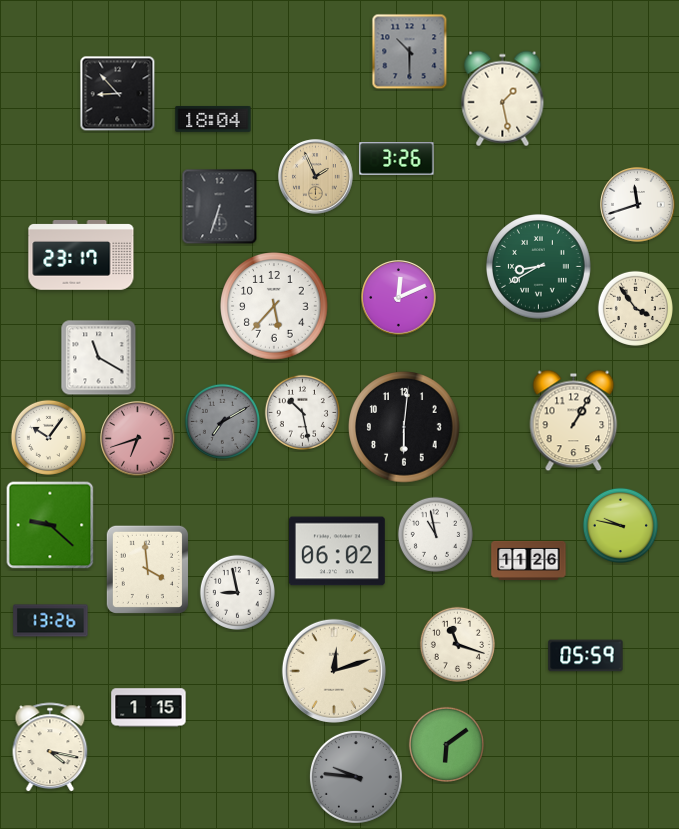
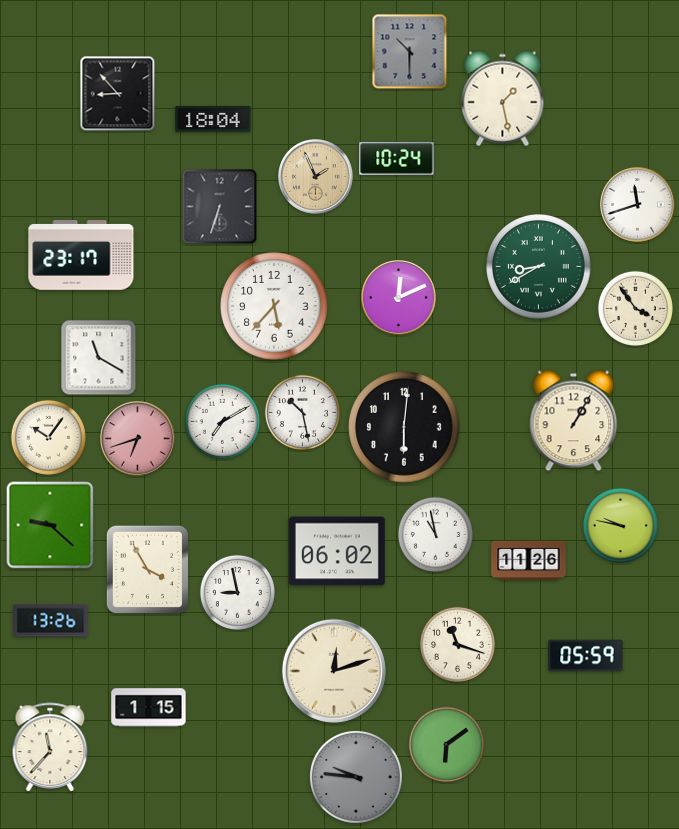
clock at (397, 159): 3:26 -> 10:24
clock at (222, 421) dial: grey -> white
clock at (147, 569): 3:59 -> 3:55
clock at (50, 748): 4:17 -> 11:37
